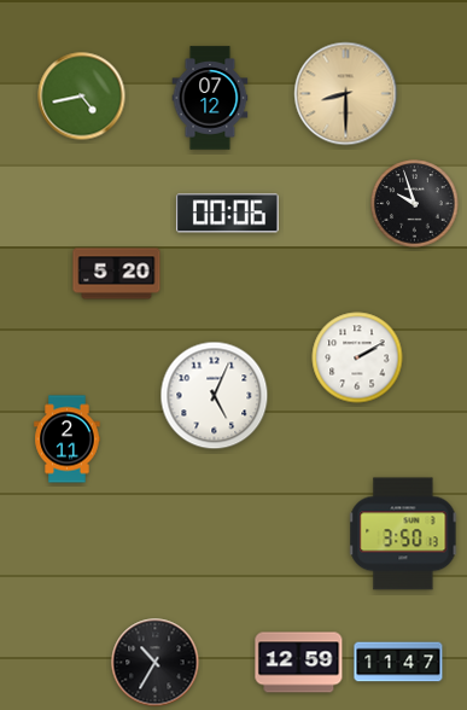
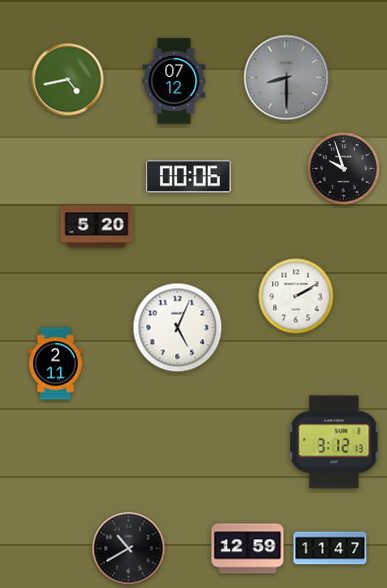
clock at (346, 94) dial: champagne -> grey
clock at (403, 534): 3:50 -> 3:12
clock at (156, 663): 10:35 -> 10:40
